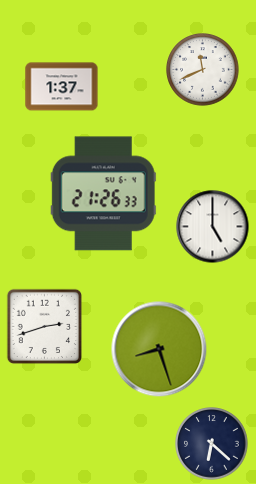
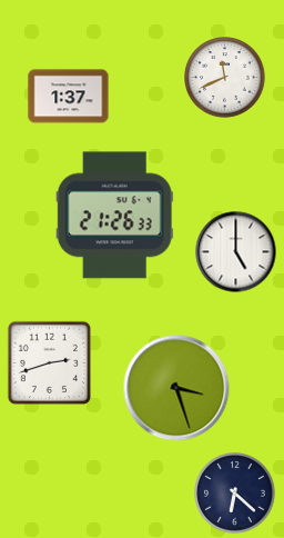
clock at (159, 349): 8:27 -> 3:27
